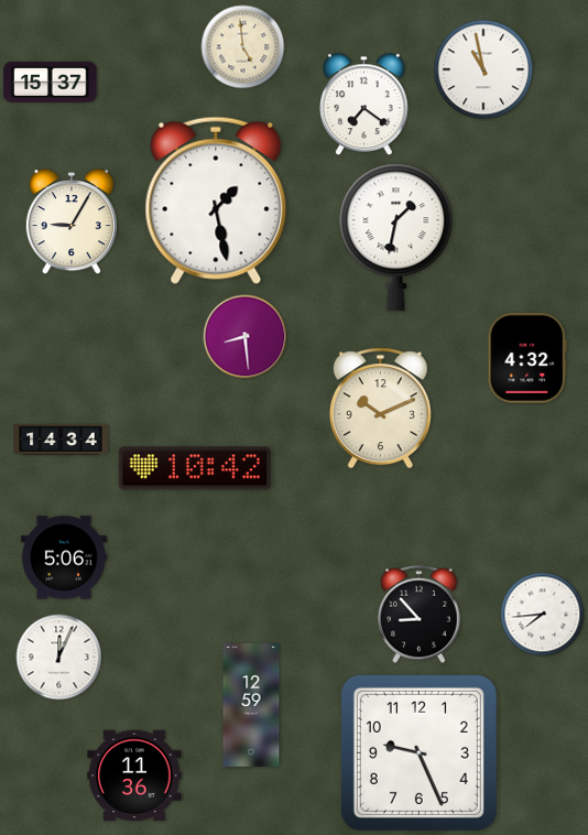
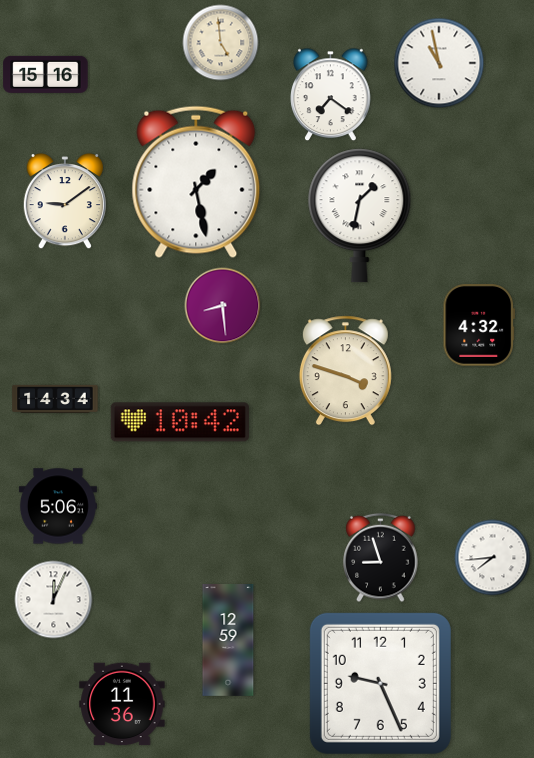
clock at (51, 82): 15:37 -> 15:16
clock at (72, 223): 9:05 -> 9:09
clock at (380, 409): 10:11 -> 3:48
clock at (195, 468) position: (195, 468) -> (180, 422)
clock at (420, 615): 8:53 -> 8:57
clock at (59, 658) position: (59, 658) -> (54, 600)
